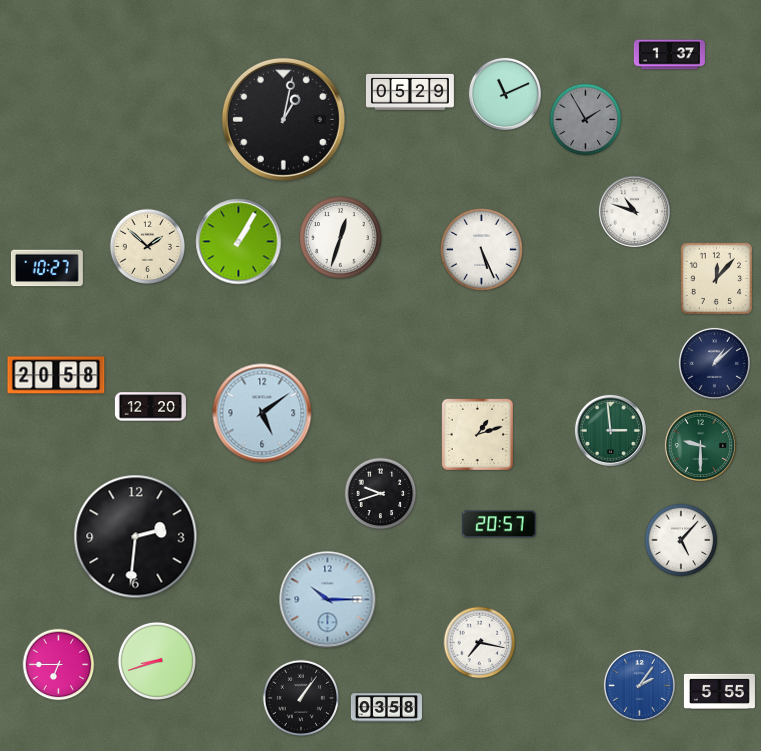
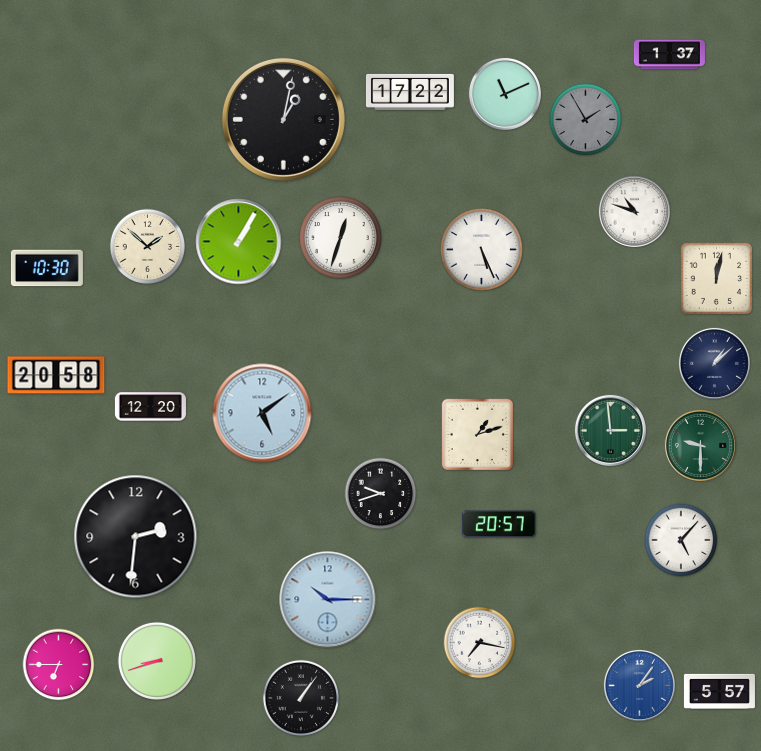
clock at (410, 92): 05:29 -> 17:22
clock at (47, 268): 10:27 -> 10:30
clock at (716, 278): 12:07 -> 12:02
clock at (719, 691): 5:55 -> 5:57
clock at (386, 708): 03:58 -> none
